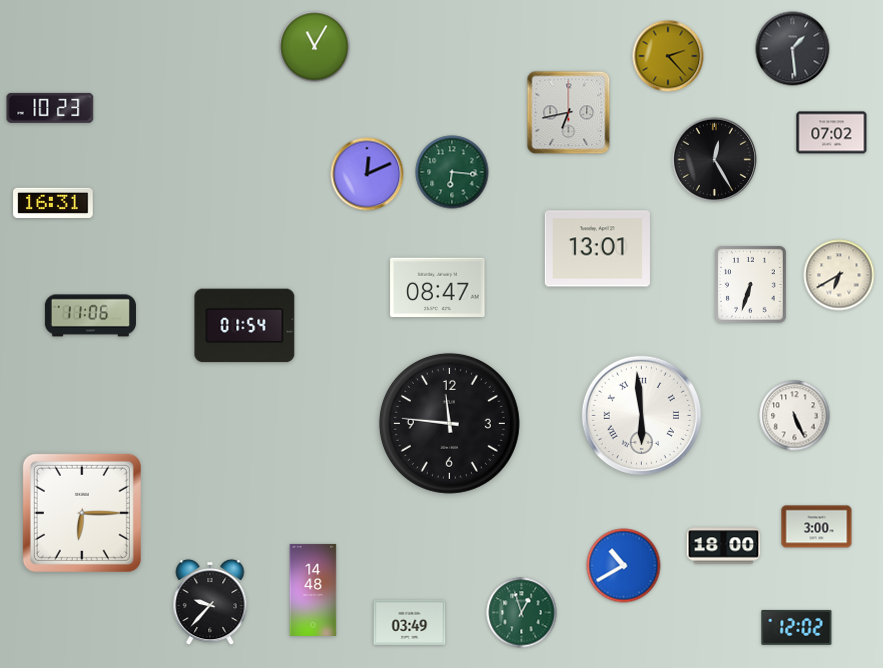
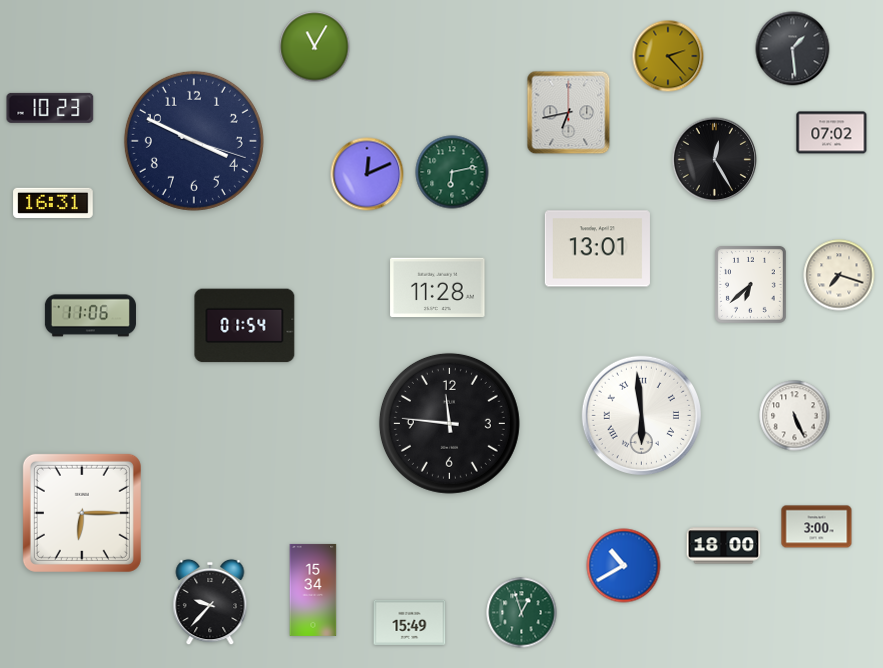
clock at (194, 141): none -> 3:49
clock at (452, 172): 6:16 -> 6:13
clock at (839, 275): 6:40 -> 7:18
clock at (750, 284): 6:33 -> 6:38
clock at (438, 288): 08:47 -> 11:28
clock at (313, 590): 14:48 -> 15:34
clock at (410, 622): 03:49 -> 15:49
clock at (797, 627): 12:02 -> none
